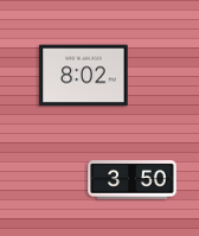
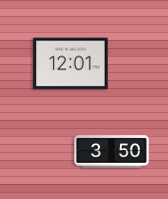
clock at (84, 76): 8:02 -> 12:01
